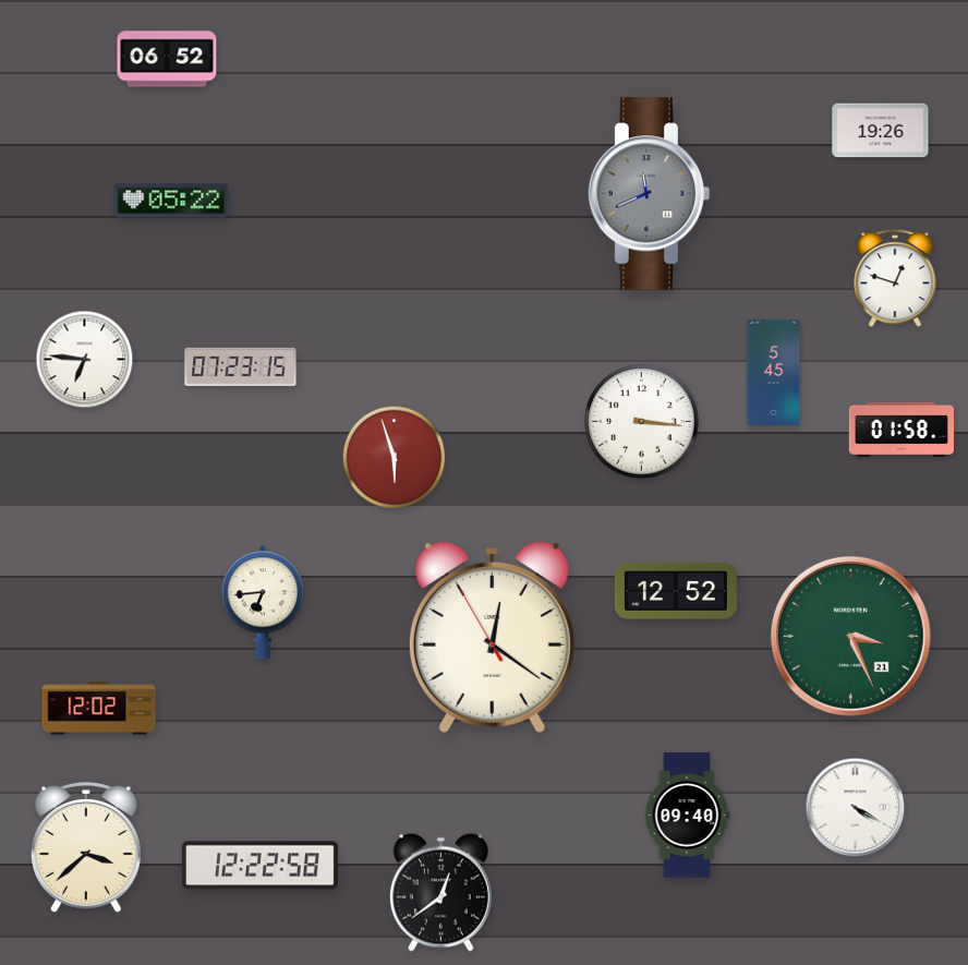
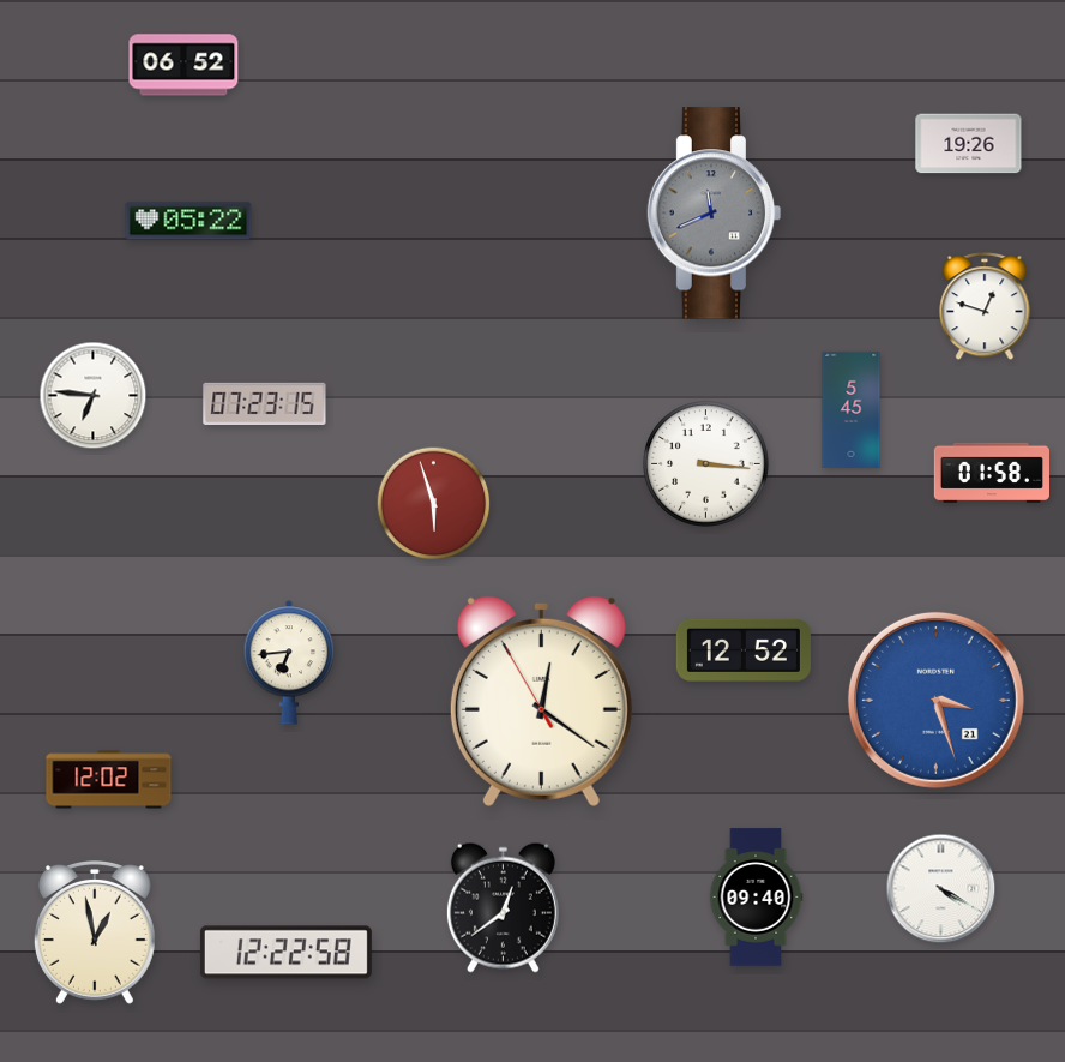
clock at (850, 636): 3:26 -> 3:27
clock at (850, 636) dial: green -> blue
clock at (86, 848): 3:38 -> 12:58
clock at (440, 892) position: (440, 892) -> (503, 907)
